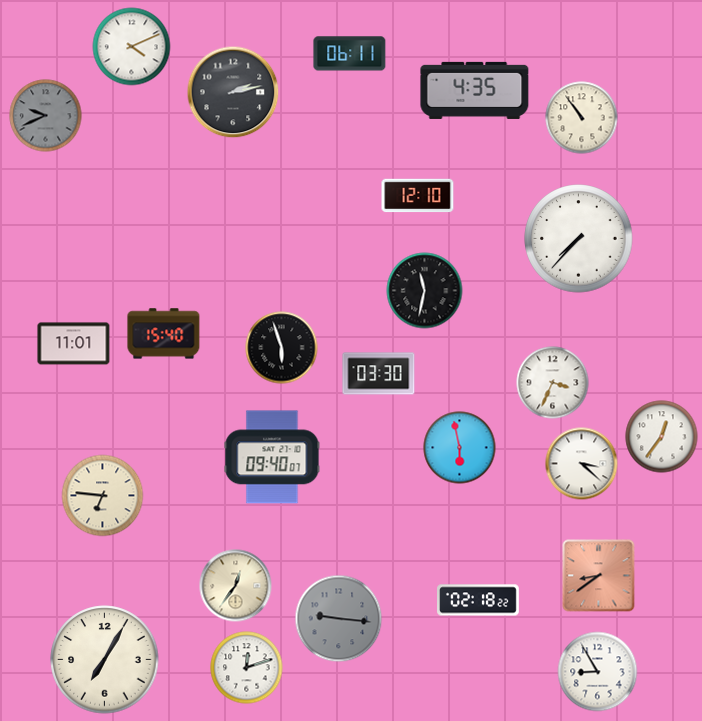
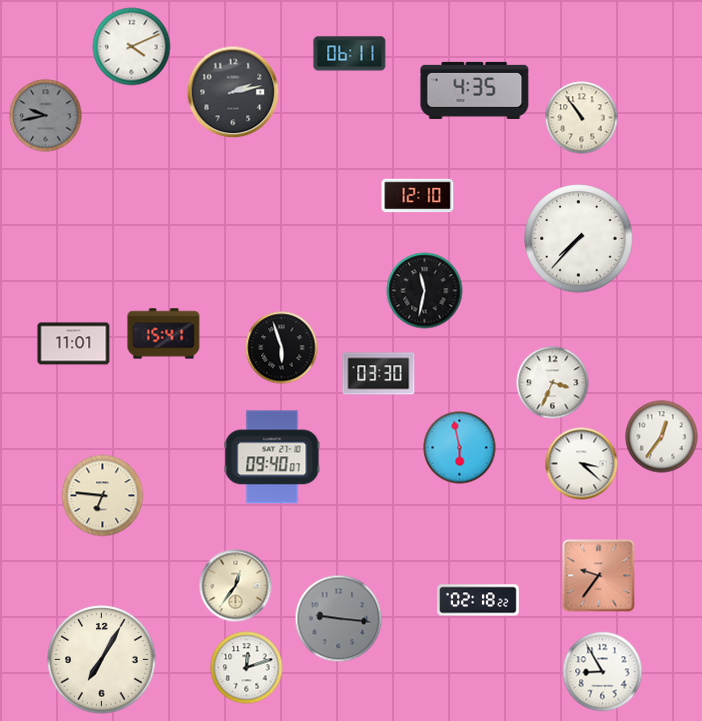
clock at (46, 116): 9:41 -> 9:43
clock at (164, 334): 15:40 -> 15:41
clock at (599, 576): 8:39 -> 9:36
clock at (105, 660) position: (105, 660) -> (102, 660)
clock at (598, 672) position: (598, 672) -> (603, 672)
